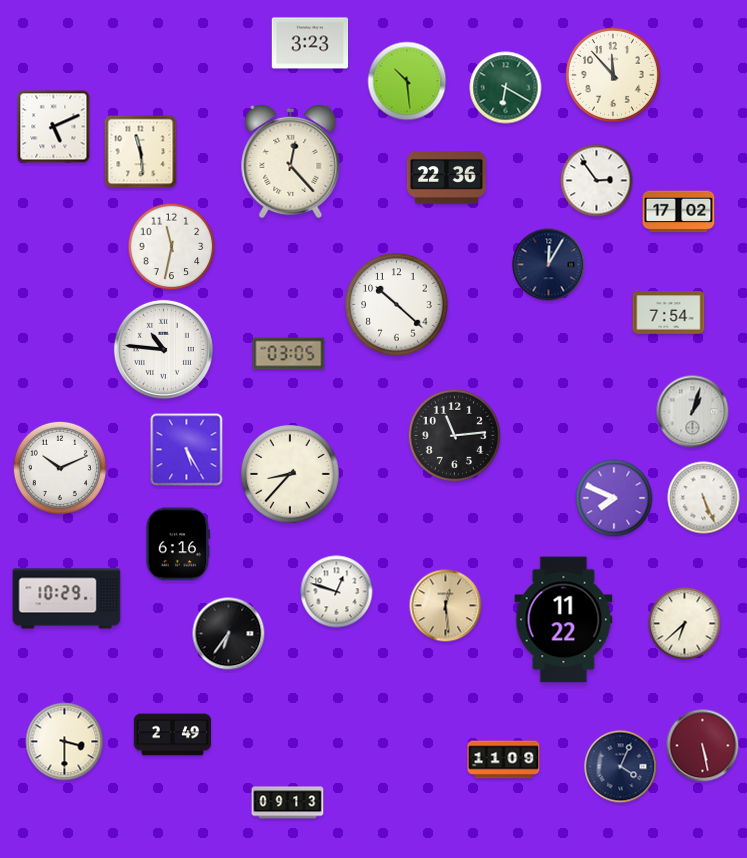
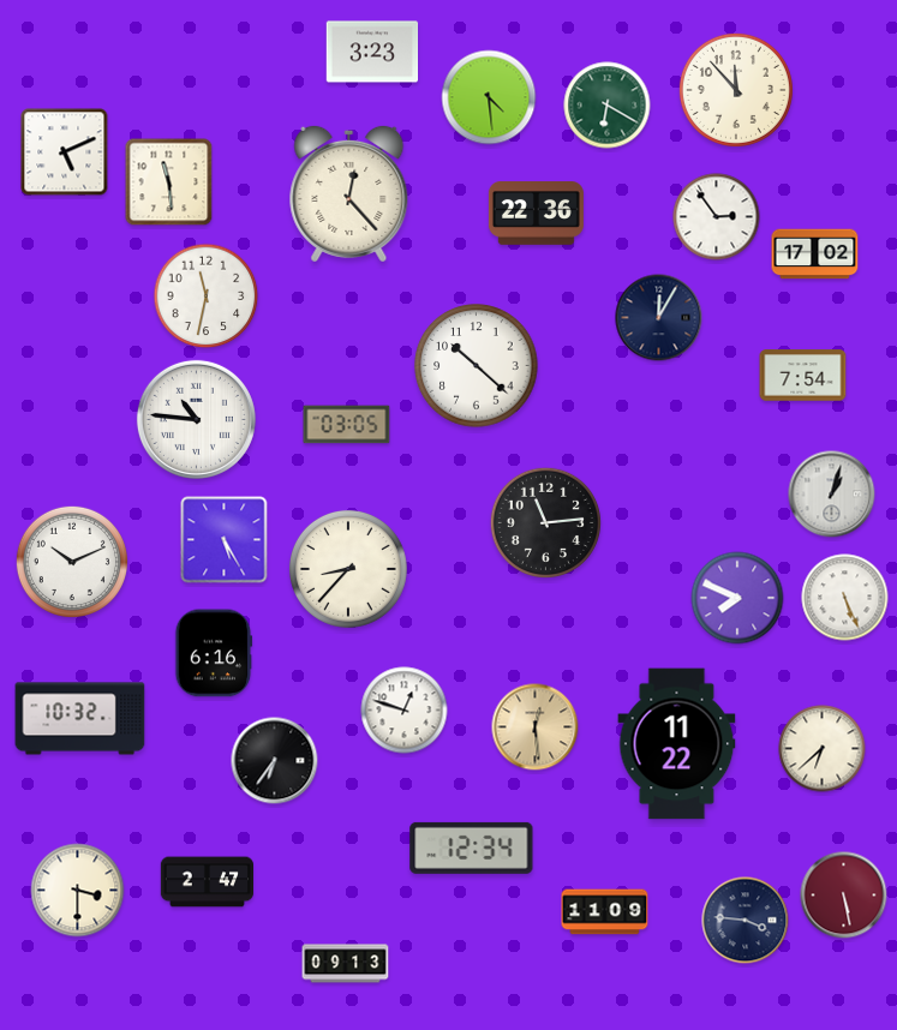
clock at (407, 81): 10:29 -> 4:29
clock at (67, 599): 10:29 -> 10:32
clock at (472, 848): none -> 12:34
clock at (172, 735): 2:49 -> 2:47
clock at (621, 767): 4:04 -> 3:46
